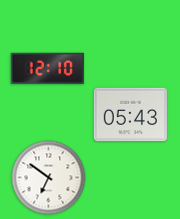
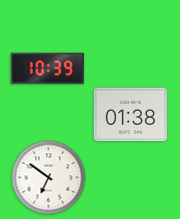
clock at (47, 68): 12:10 -> 10:39
clock at (130, 115): 05:43 -> 01:38
